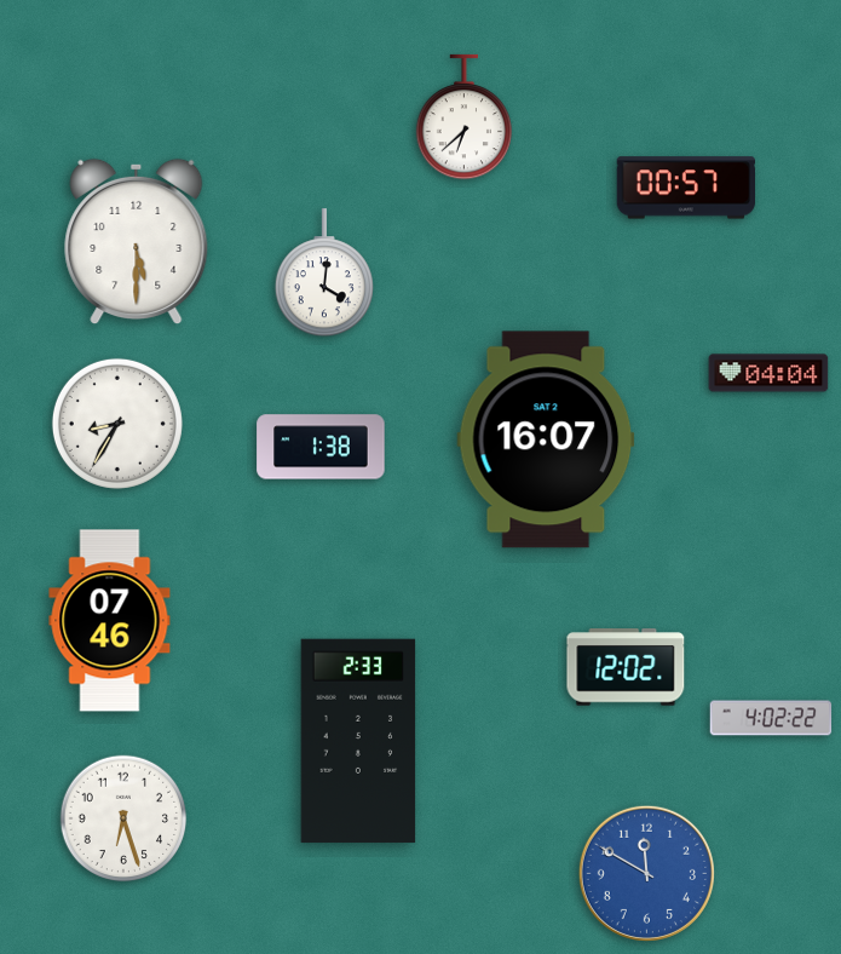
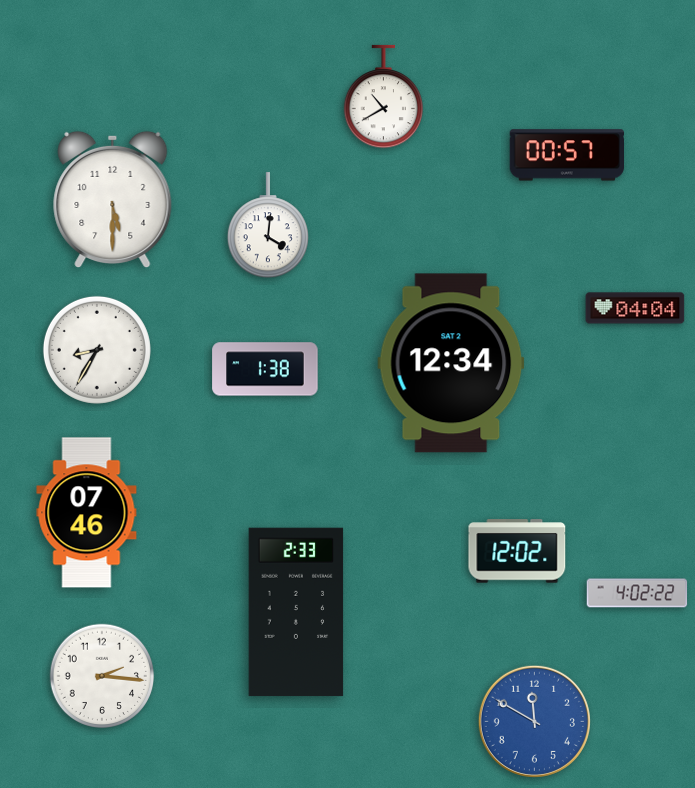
clock at (465, 117): 6:38 -> 10:40
clock at (546, 439): 16:07 -> 12:34
clock at (110, 621) position: (110, 621) -> (87, 513)
clock at (123, 818): 6:27 -> 2:16
